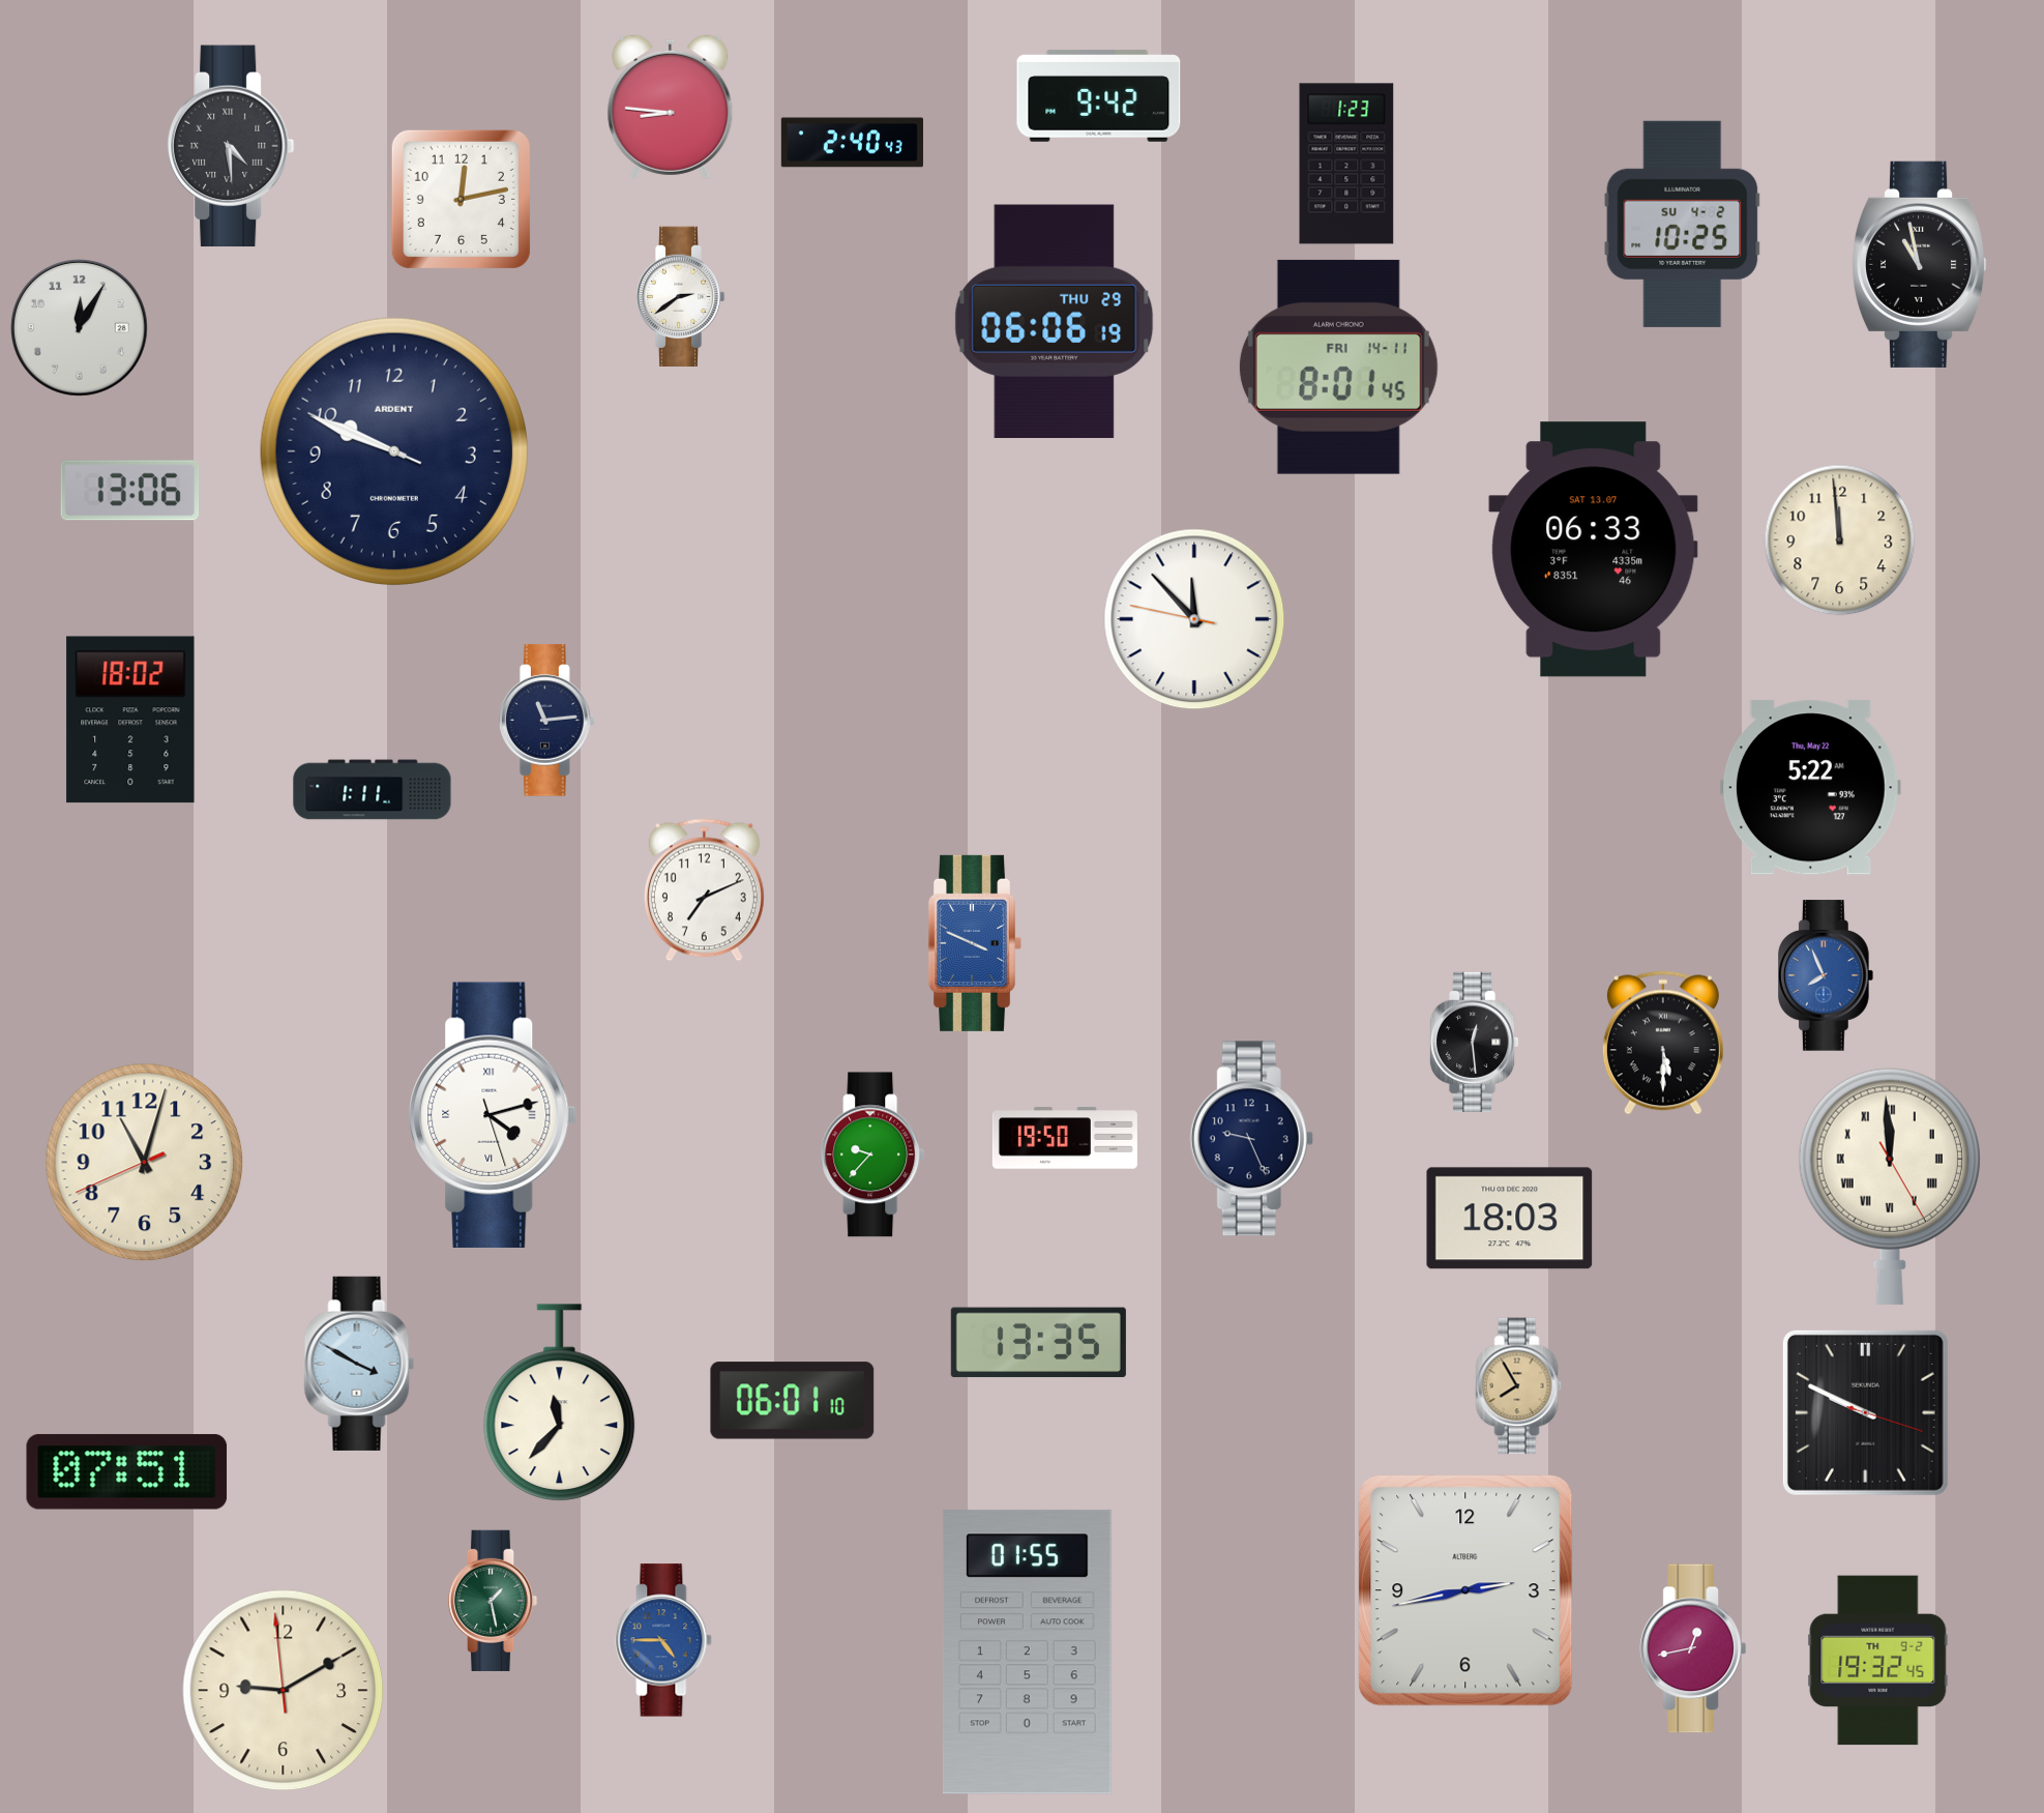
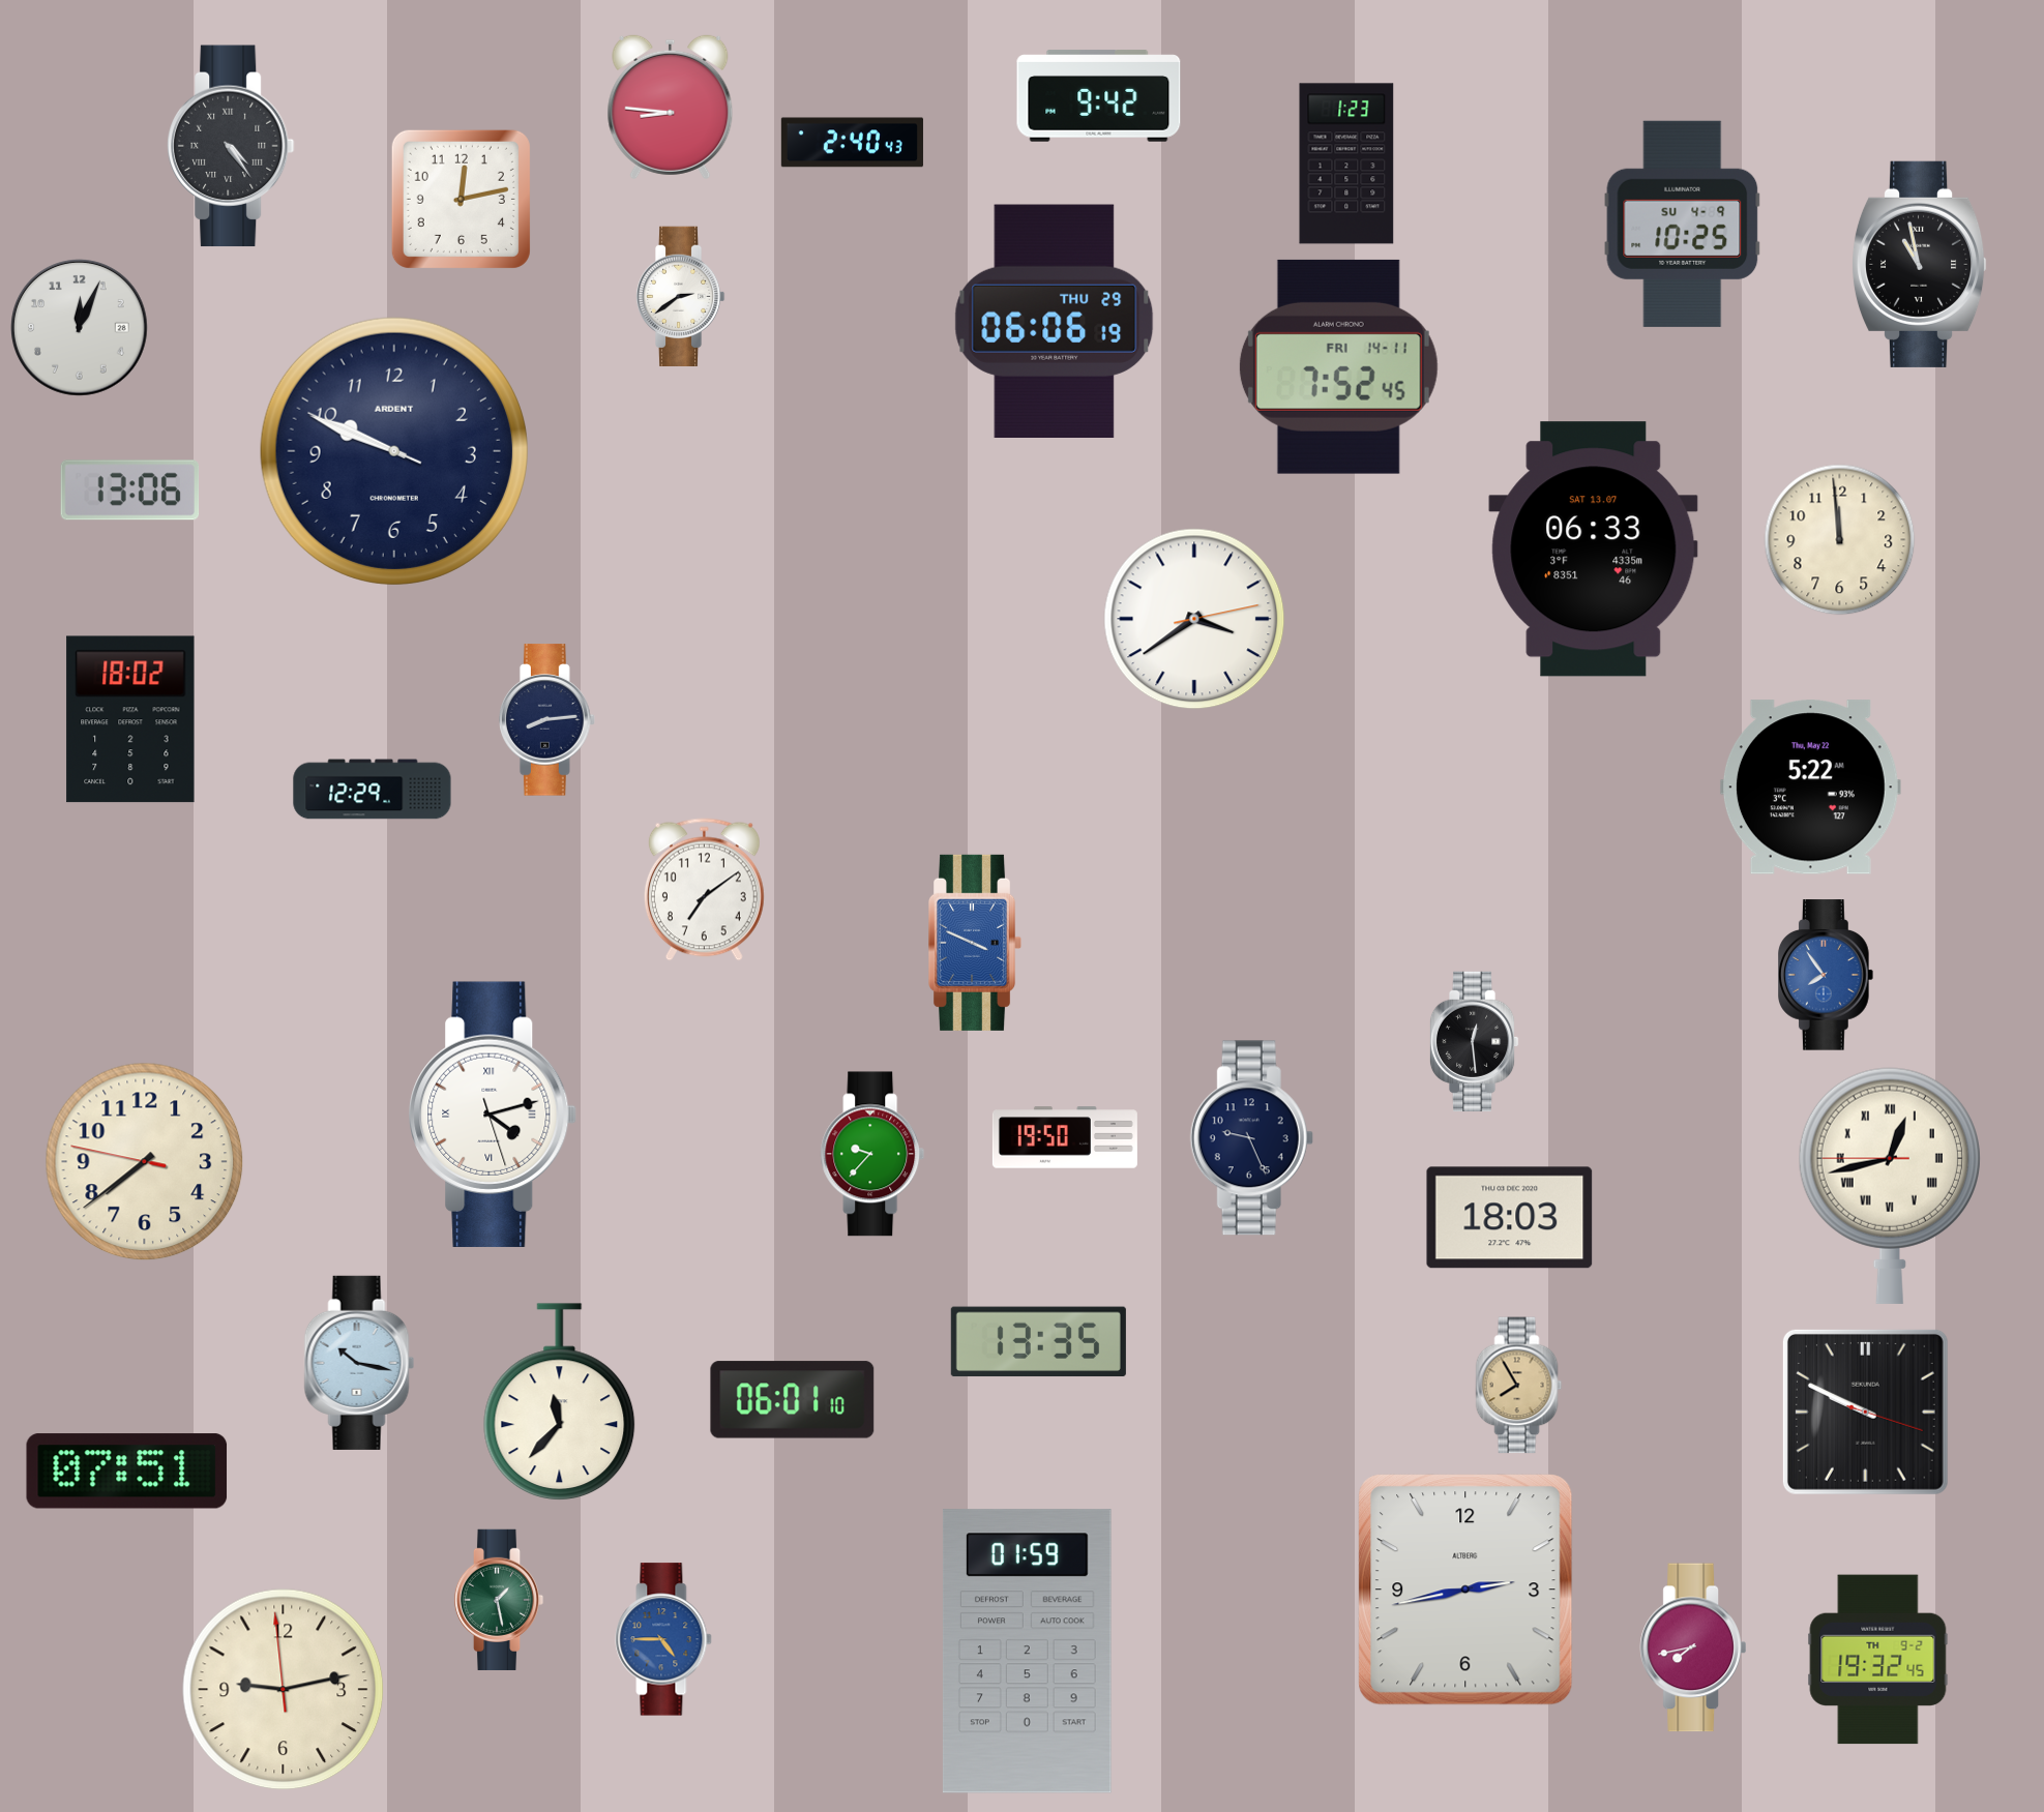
clock at (232, 146): 4:29 -> 4:24
clock at (1683, 224) date: SU 4-2 -> SU 4-9
clock at (80, 328): 12:05 -> 12:04
clock at (1338, 367): 8:01 -> 7:52
clock at (1194, 619): 11:52 -> 3:39
clock at (547, 721): 11:14 -> 8:14
clock at (373, 790): 1:11 -> 12:29
clock at (704, 890): 7:11 -> 7:09
clock at (1827, 975): 7:56 -> 7:54
clock at (1663, 1043): 5:30 -> none
clock at (145, 1163): 11:02 -> 7:38
clock at (1890, 1187): 11:59 -> 12:42
clock at (359, 1364): 3:50 -> 10:17
clock at (493, 1601) position: (493, 1601) -> (499, 1600)
clock at (1693, 1648): 12:43 -> 7:43
clock at (1028, 1653): 01:55 -> 01:59
clock at (284, 1691): 9:09 -> 9:12
